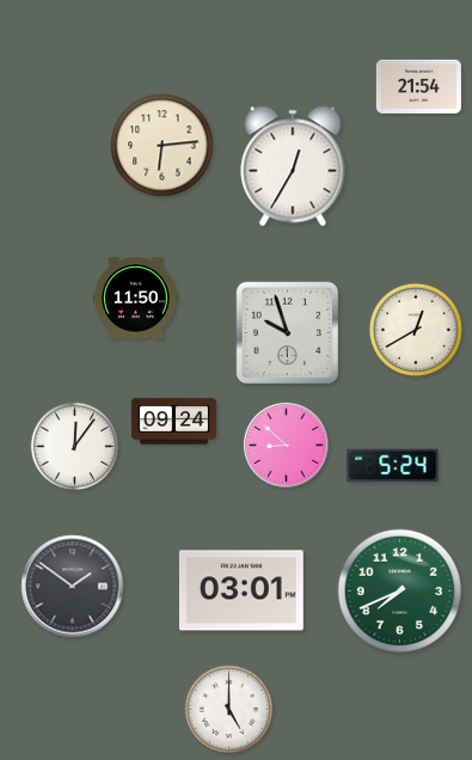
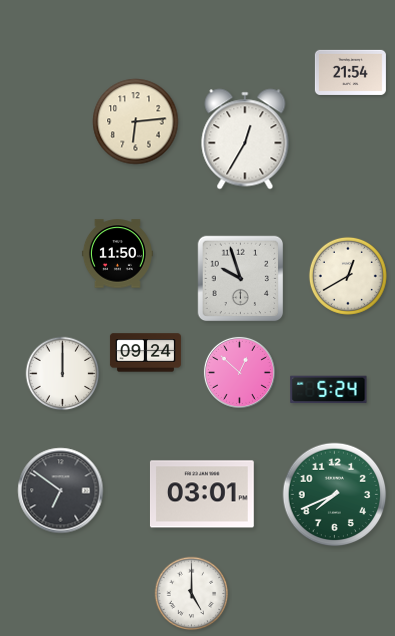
clock at (135, 299) position: (135, 299) -> (117, 254)
clock at (286, 445): 8:52 -> 12:52
clock at (75, 447): 12:06 -> 12:00
clock at (73, 587): 1:51 -> 6:51
